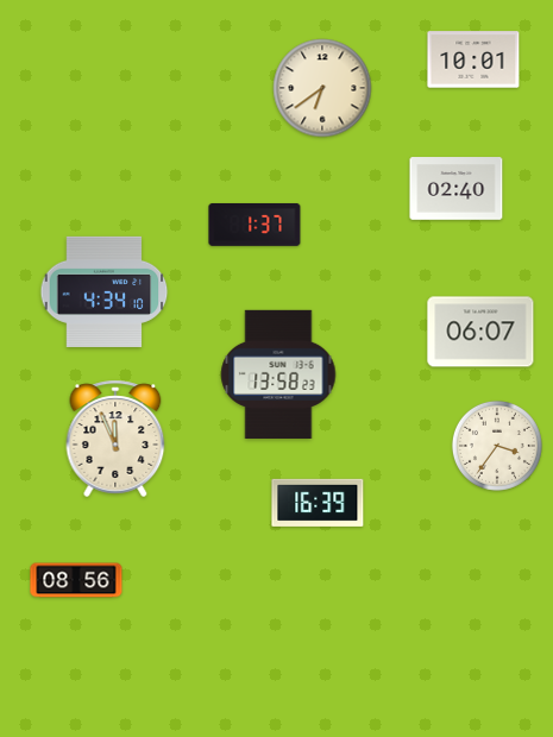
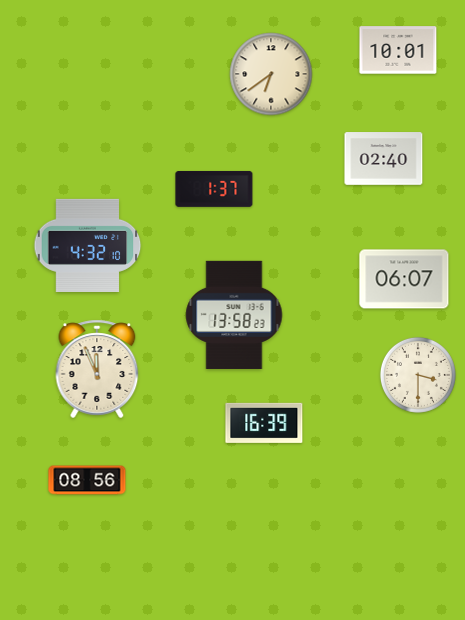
clock at (105, 291): 4:34 -> 4:32
clock at (497, 446): 3:36 -> 3:30
clock at (318, 503) position: (318, 503) -> (264, 423)
clock at (76, 580) position: (76, 580) -> (87, 480)
